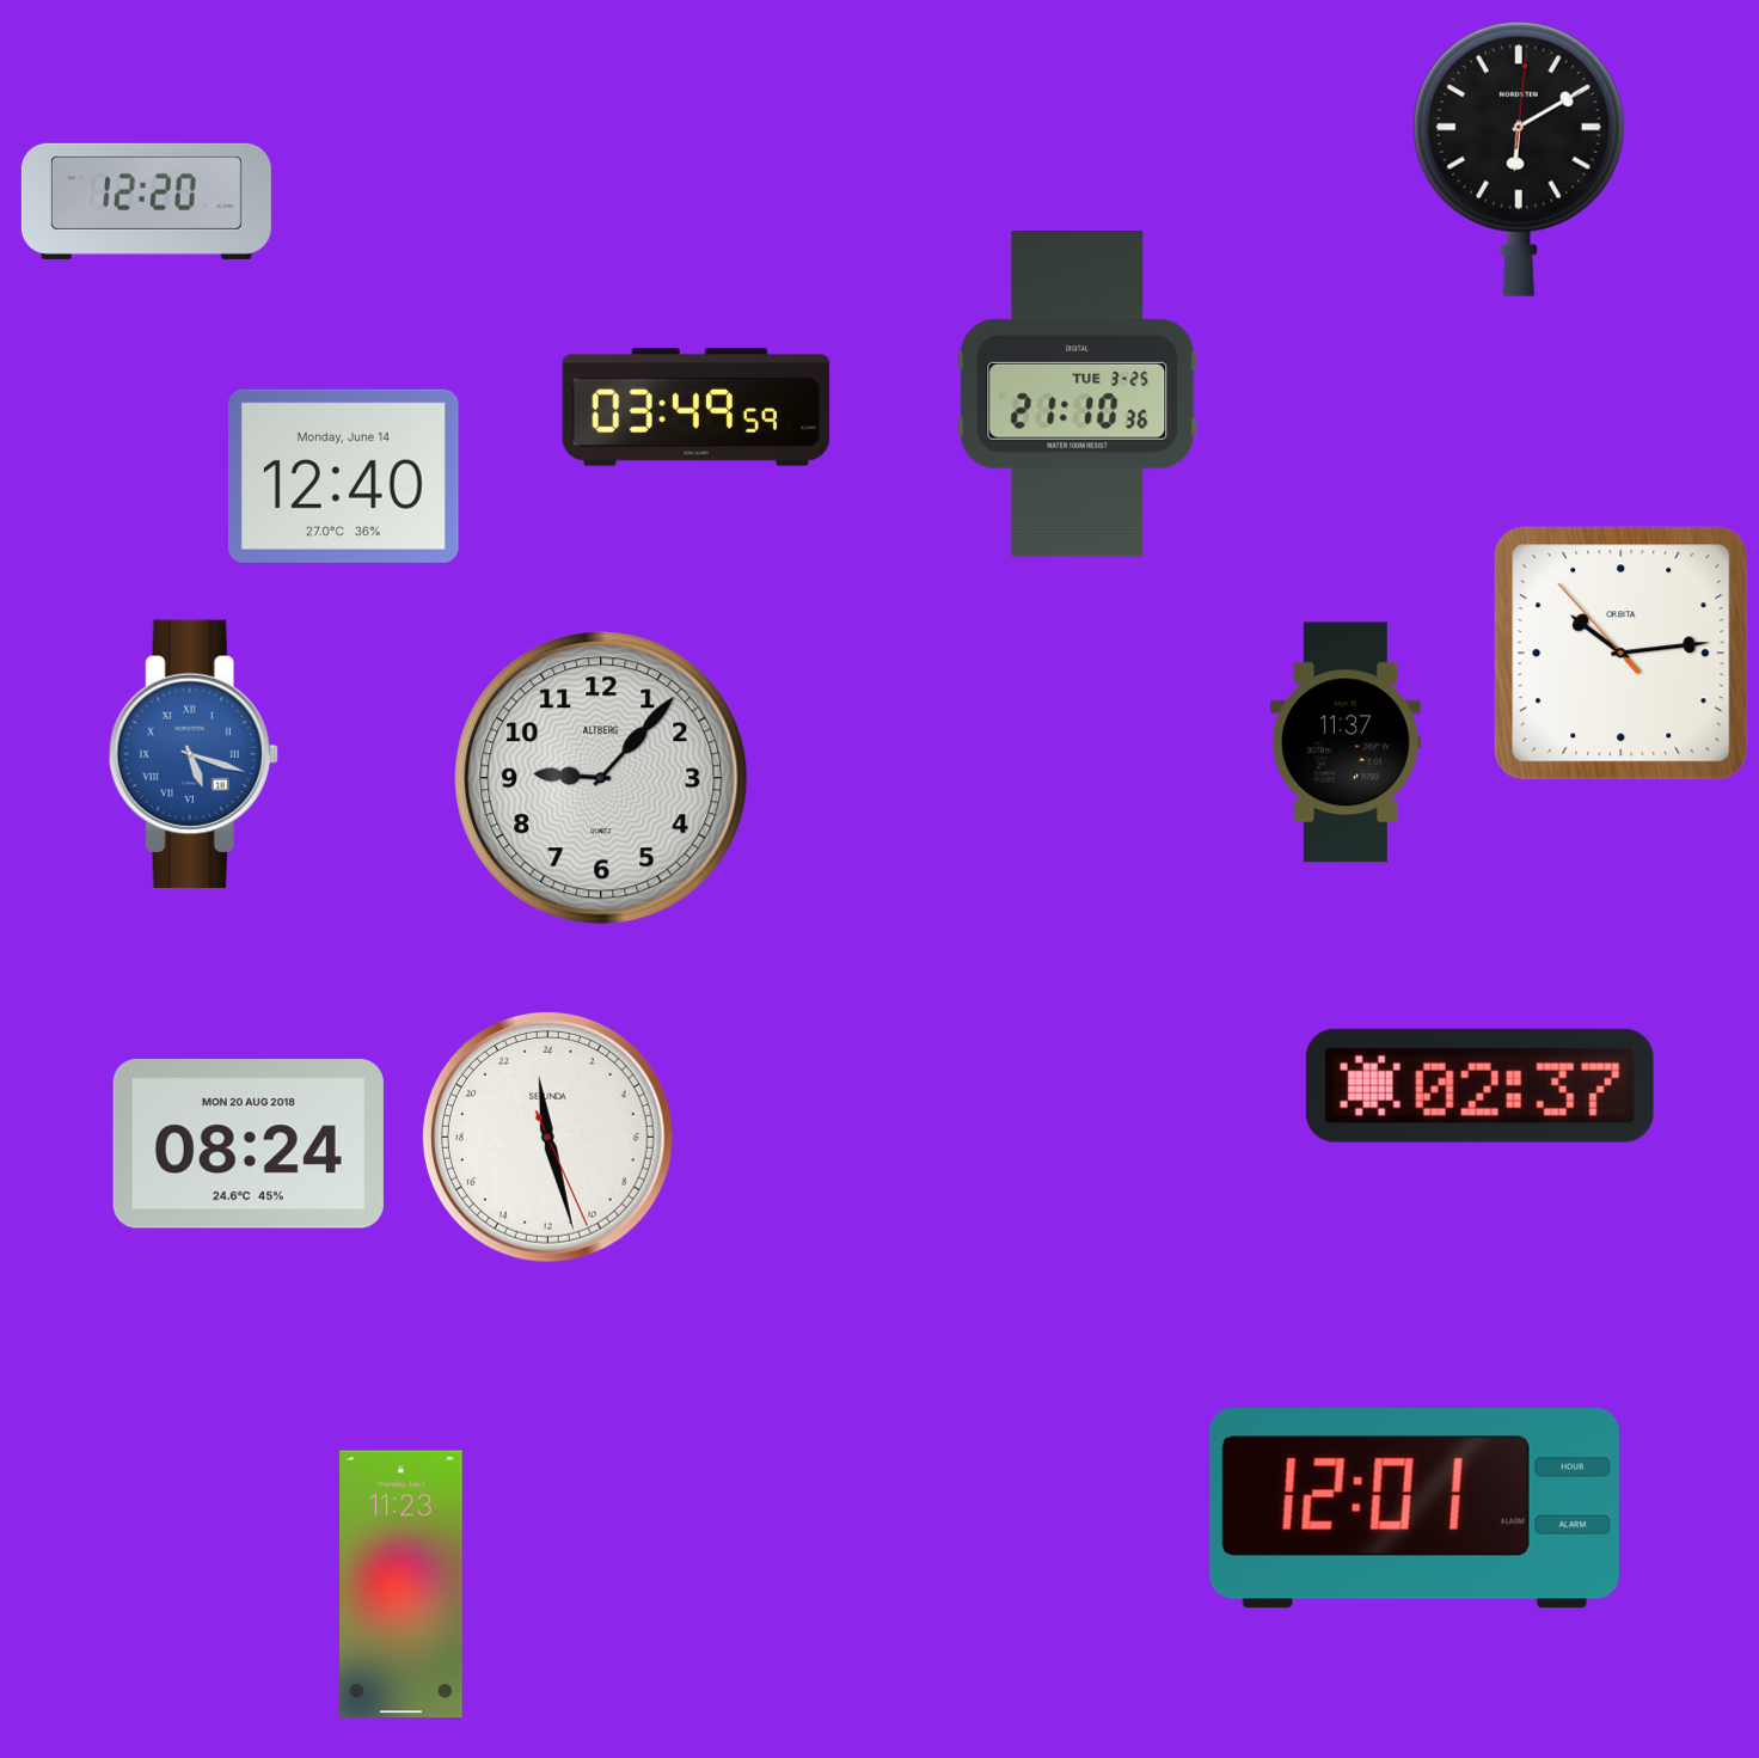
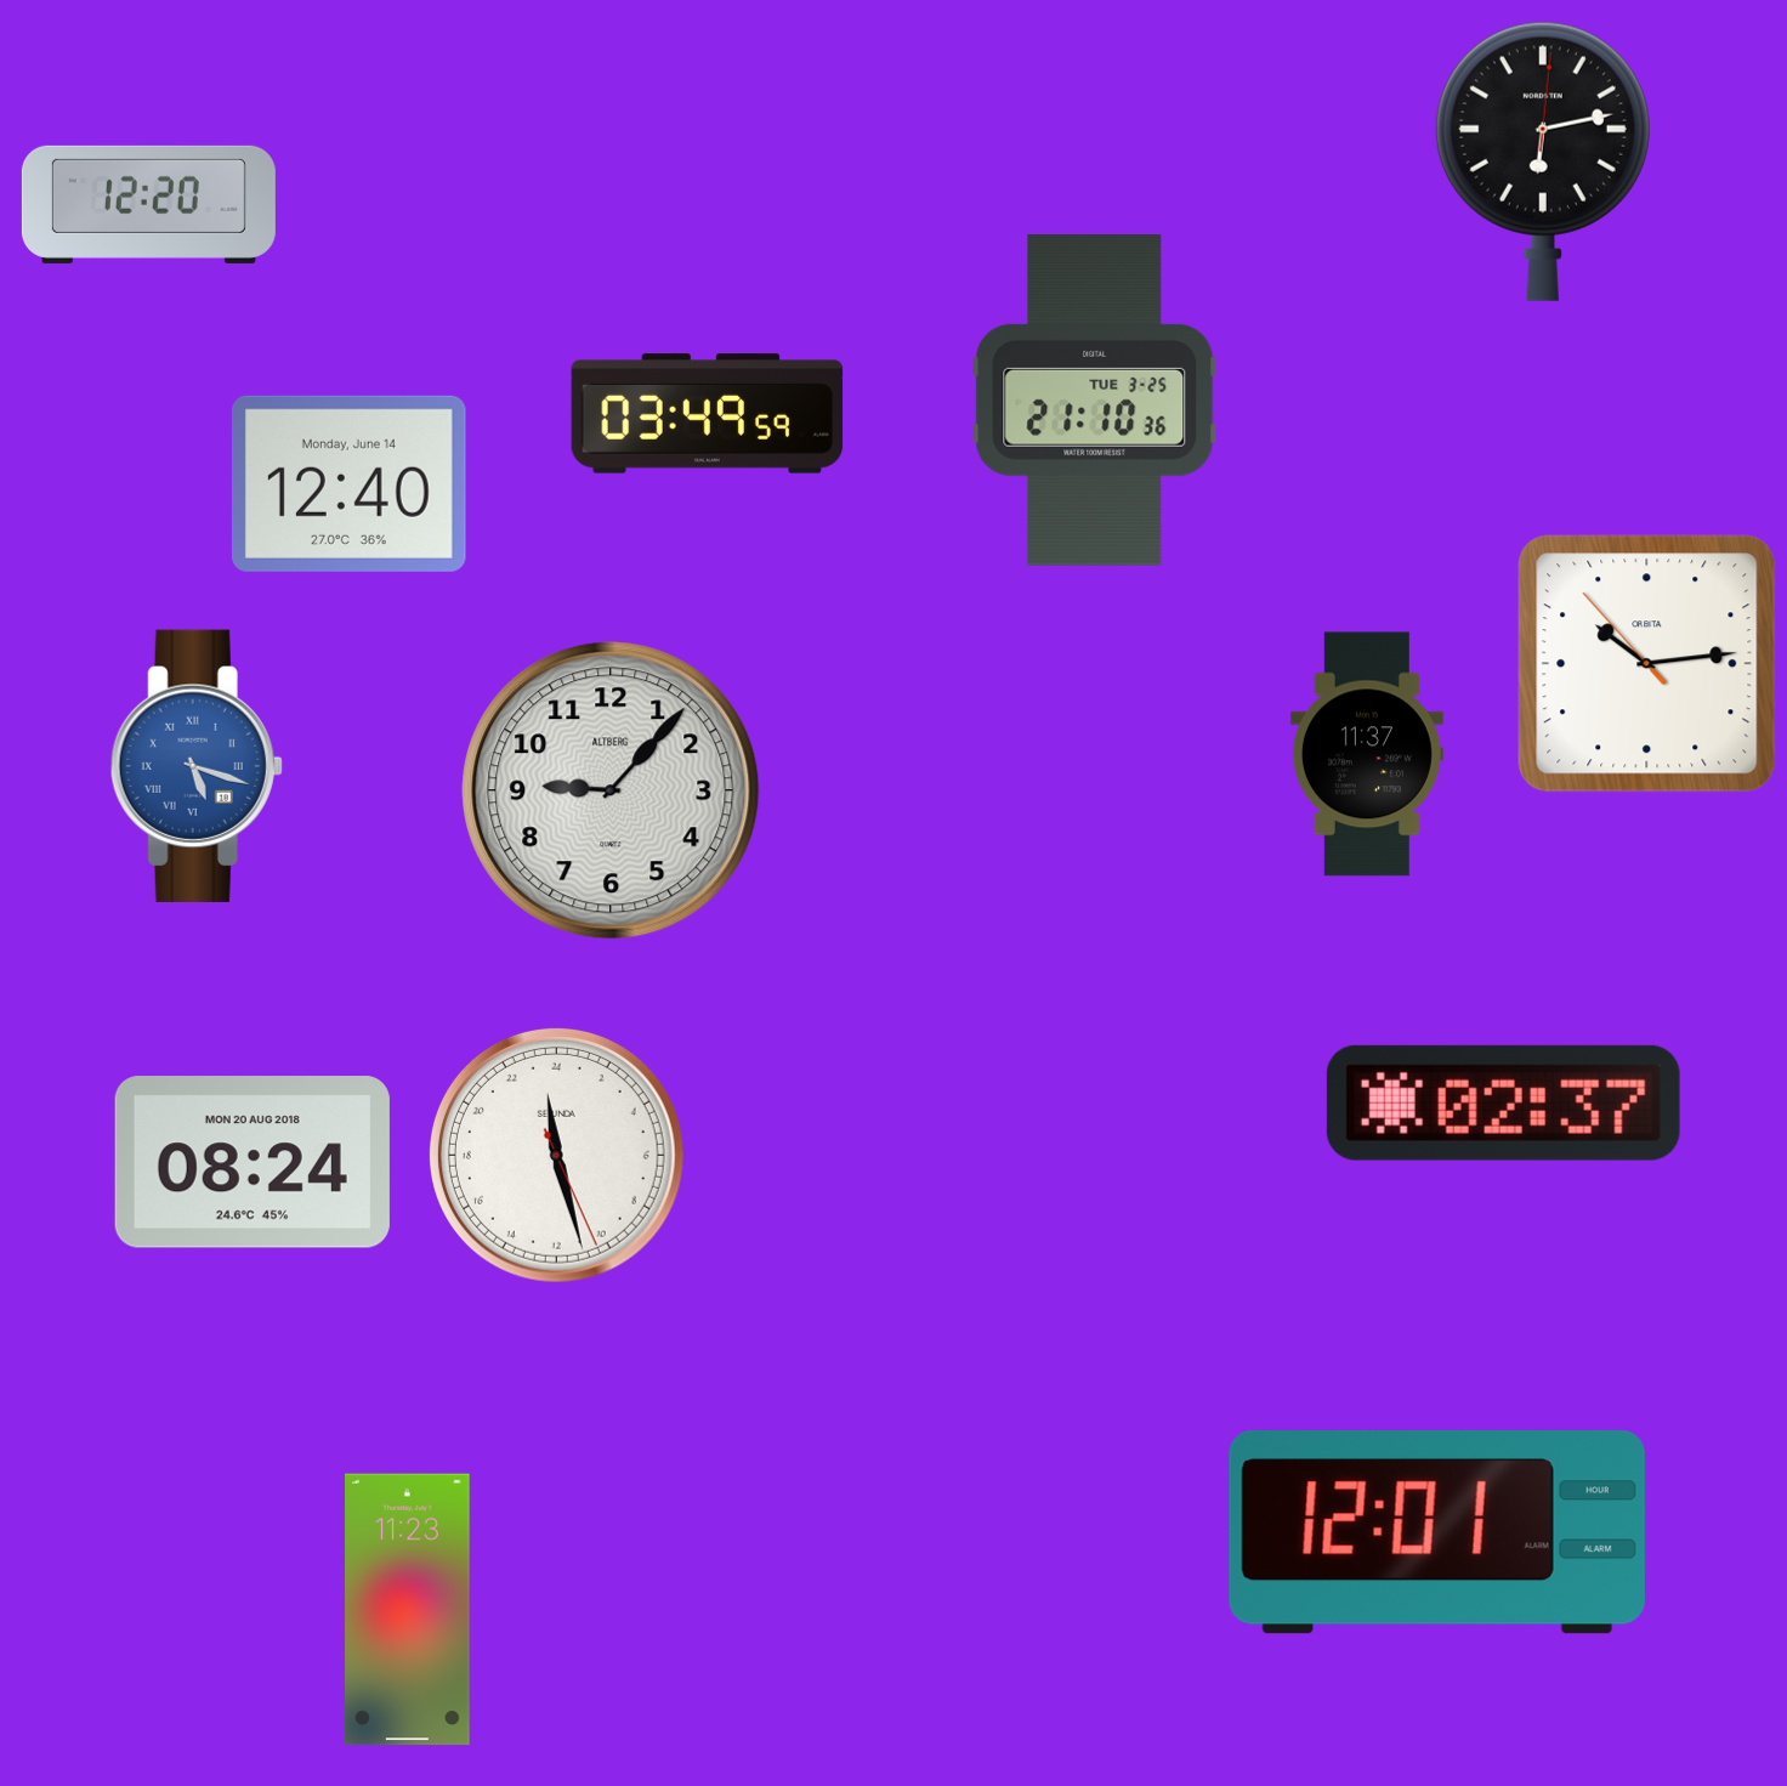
clock at (1519, 159): 6:10 -> 6:13
